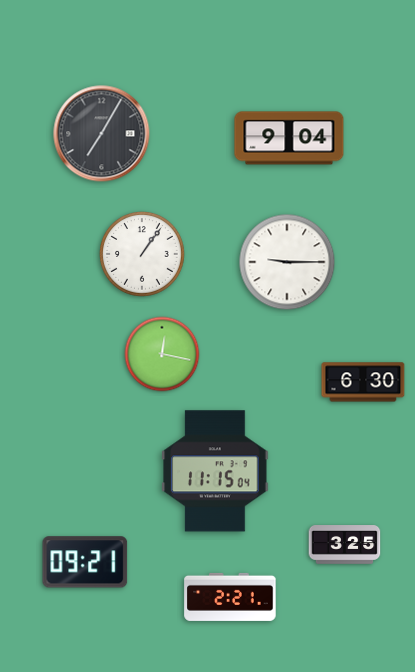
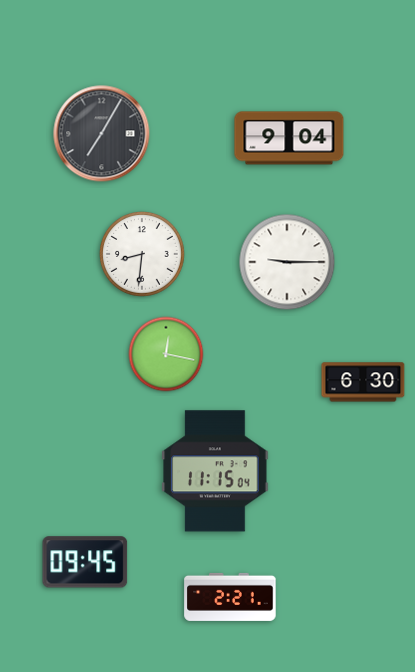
clock at (143, 255): 1:06 -> 8:31
clock at (162, 354) position: (162, 354) -> (166, 354)
clock at (345, 545): 3:25 -> none
clock at (85, 562): 09:21 -> 09:45
